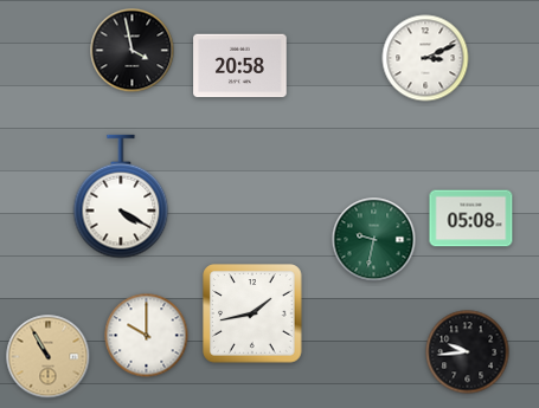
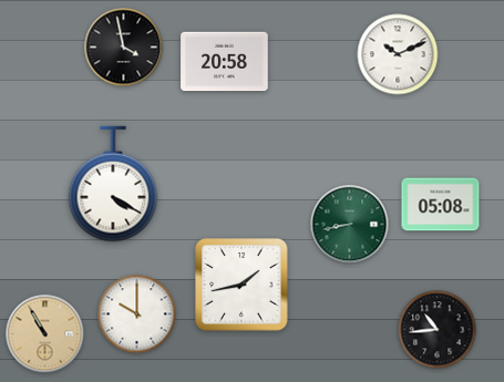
clock at (425, 58): 3:11 -> 10:11
clock at (374, 240): 9:32 -> 8:43
clock at (252, 313) position: (252, 313) -> (241, 285)
clock at (468, 352): 9:44 -> 10:44
